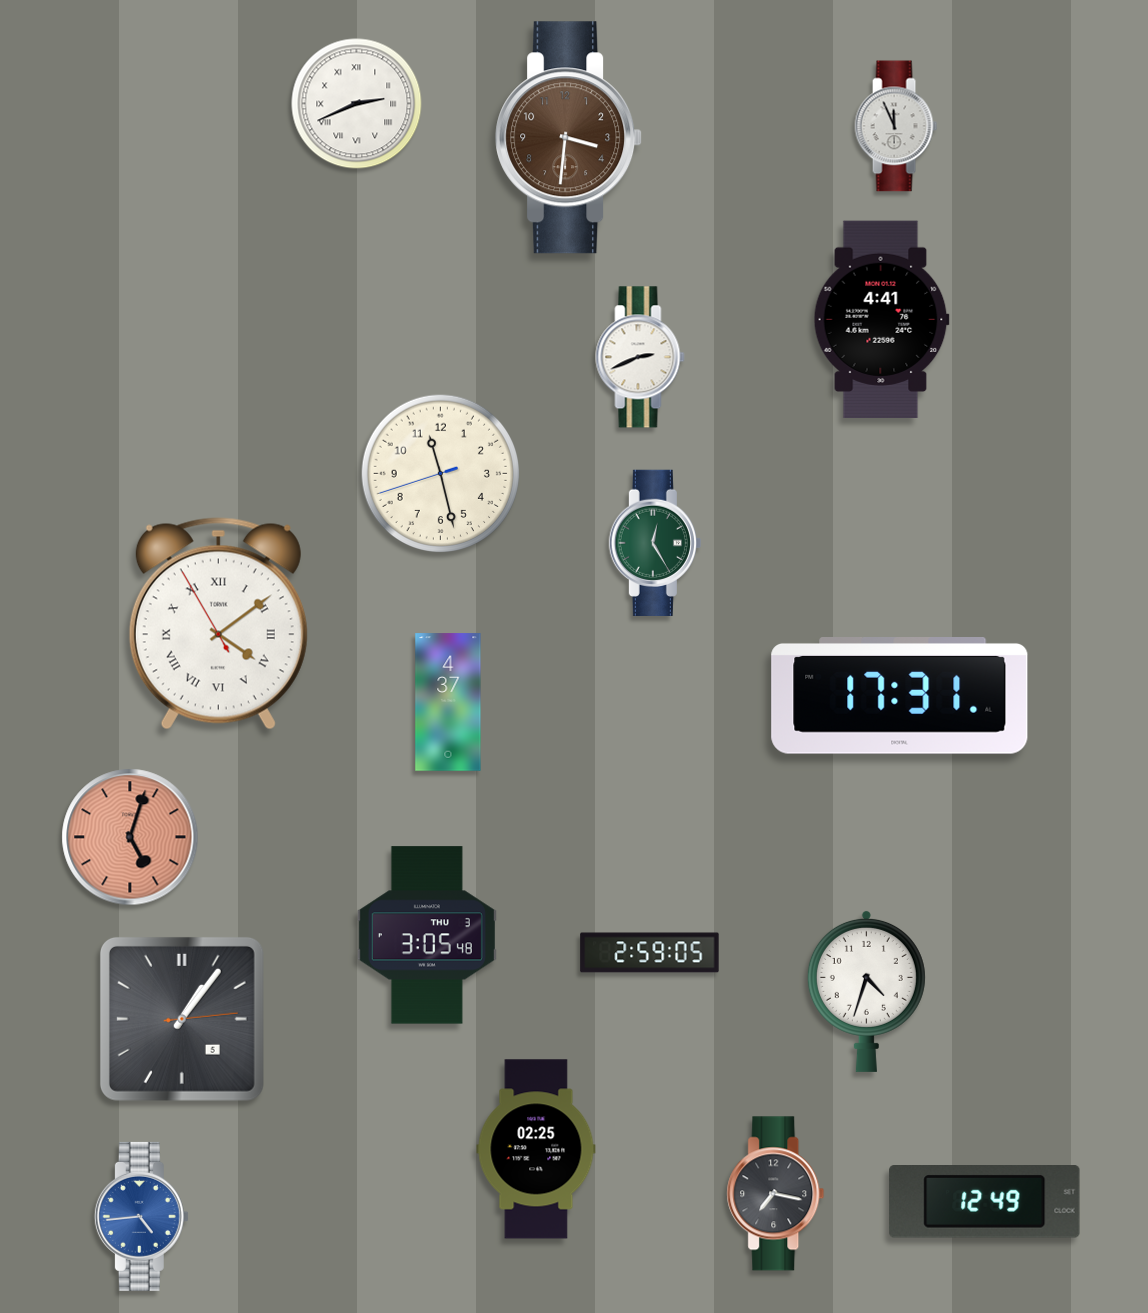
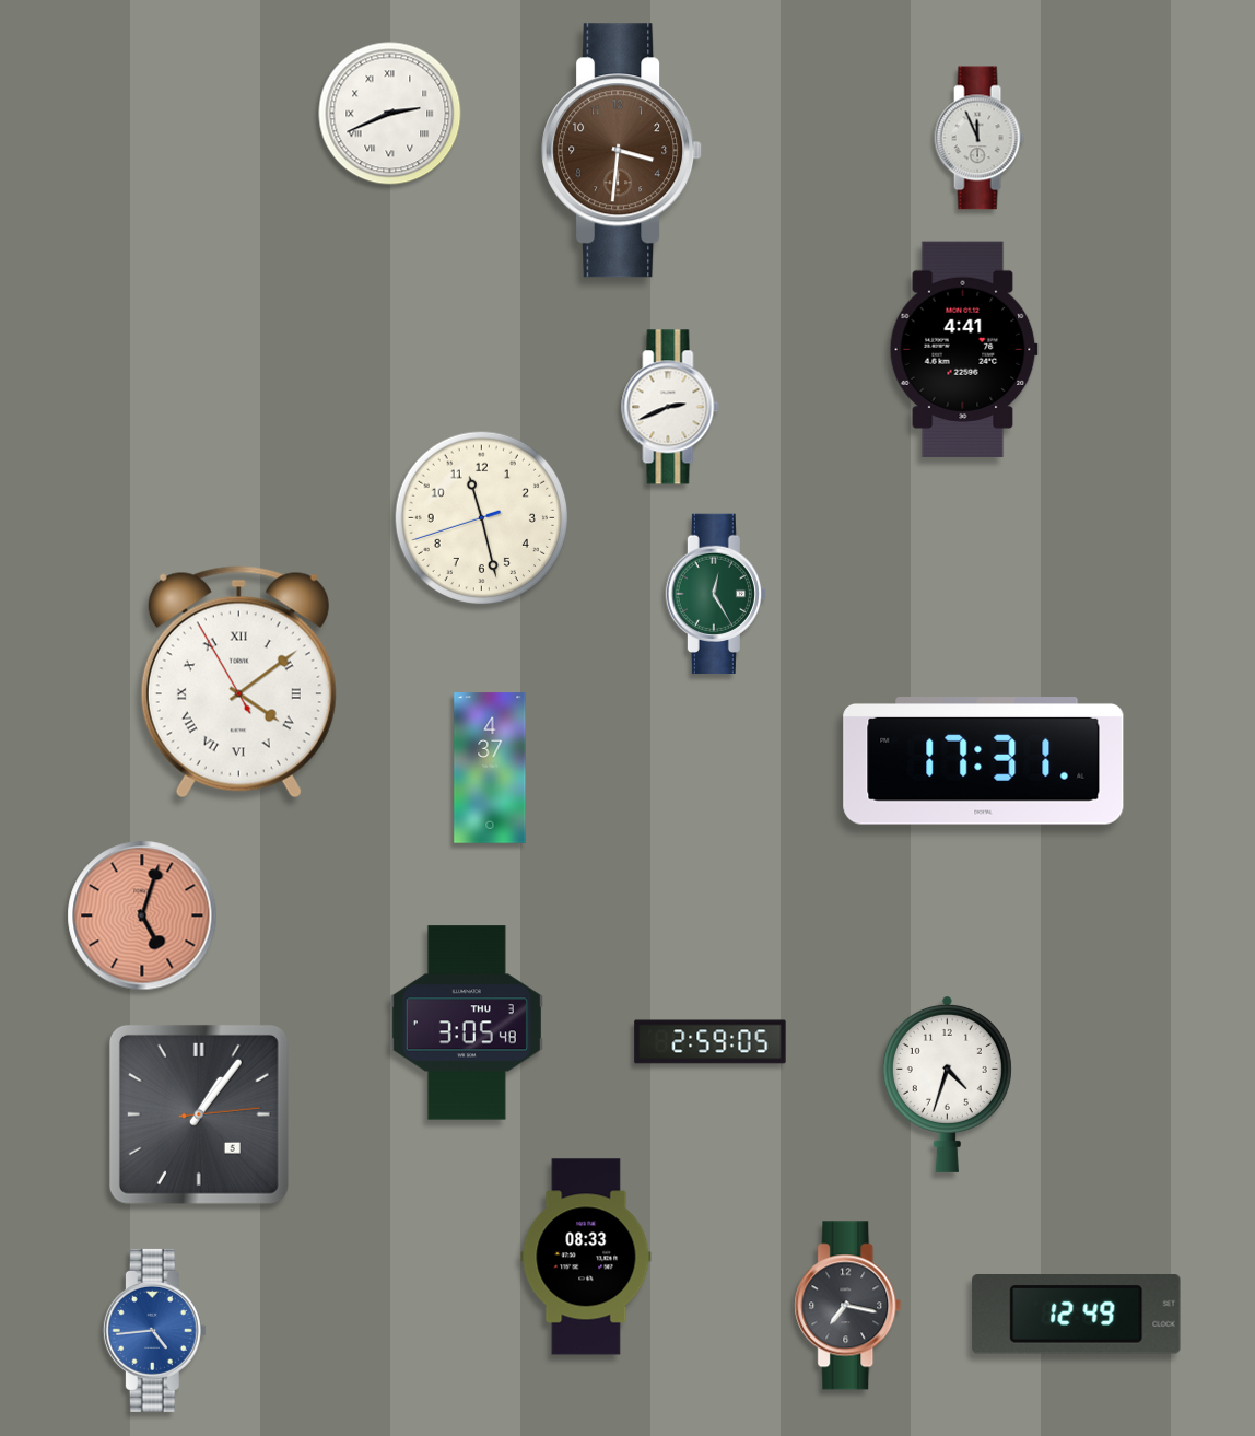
clock at (640, 357) position: (640, 357) -> (670, 407)
clock at (536, 1149): 02:25 -> 08:33
